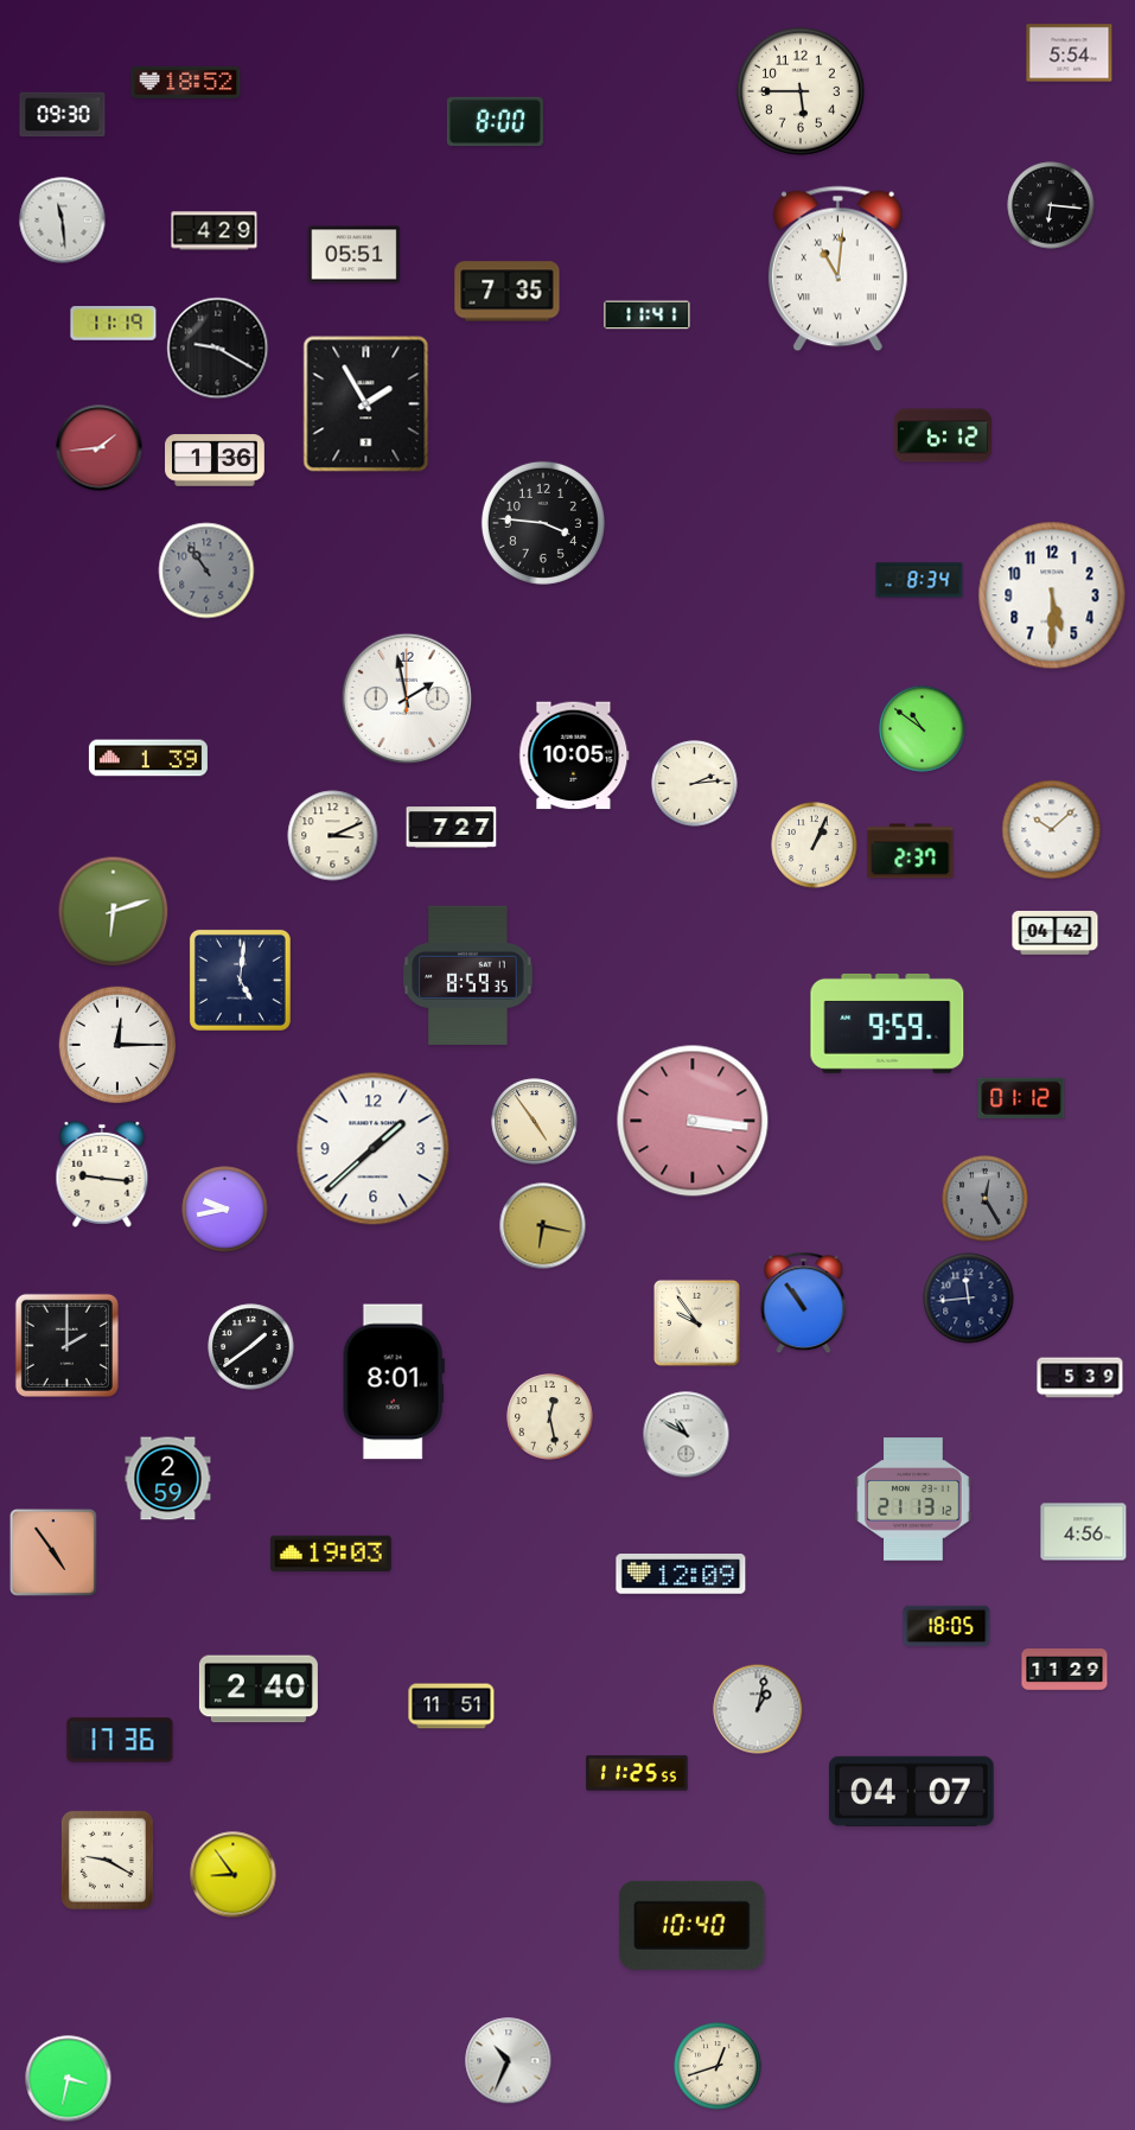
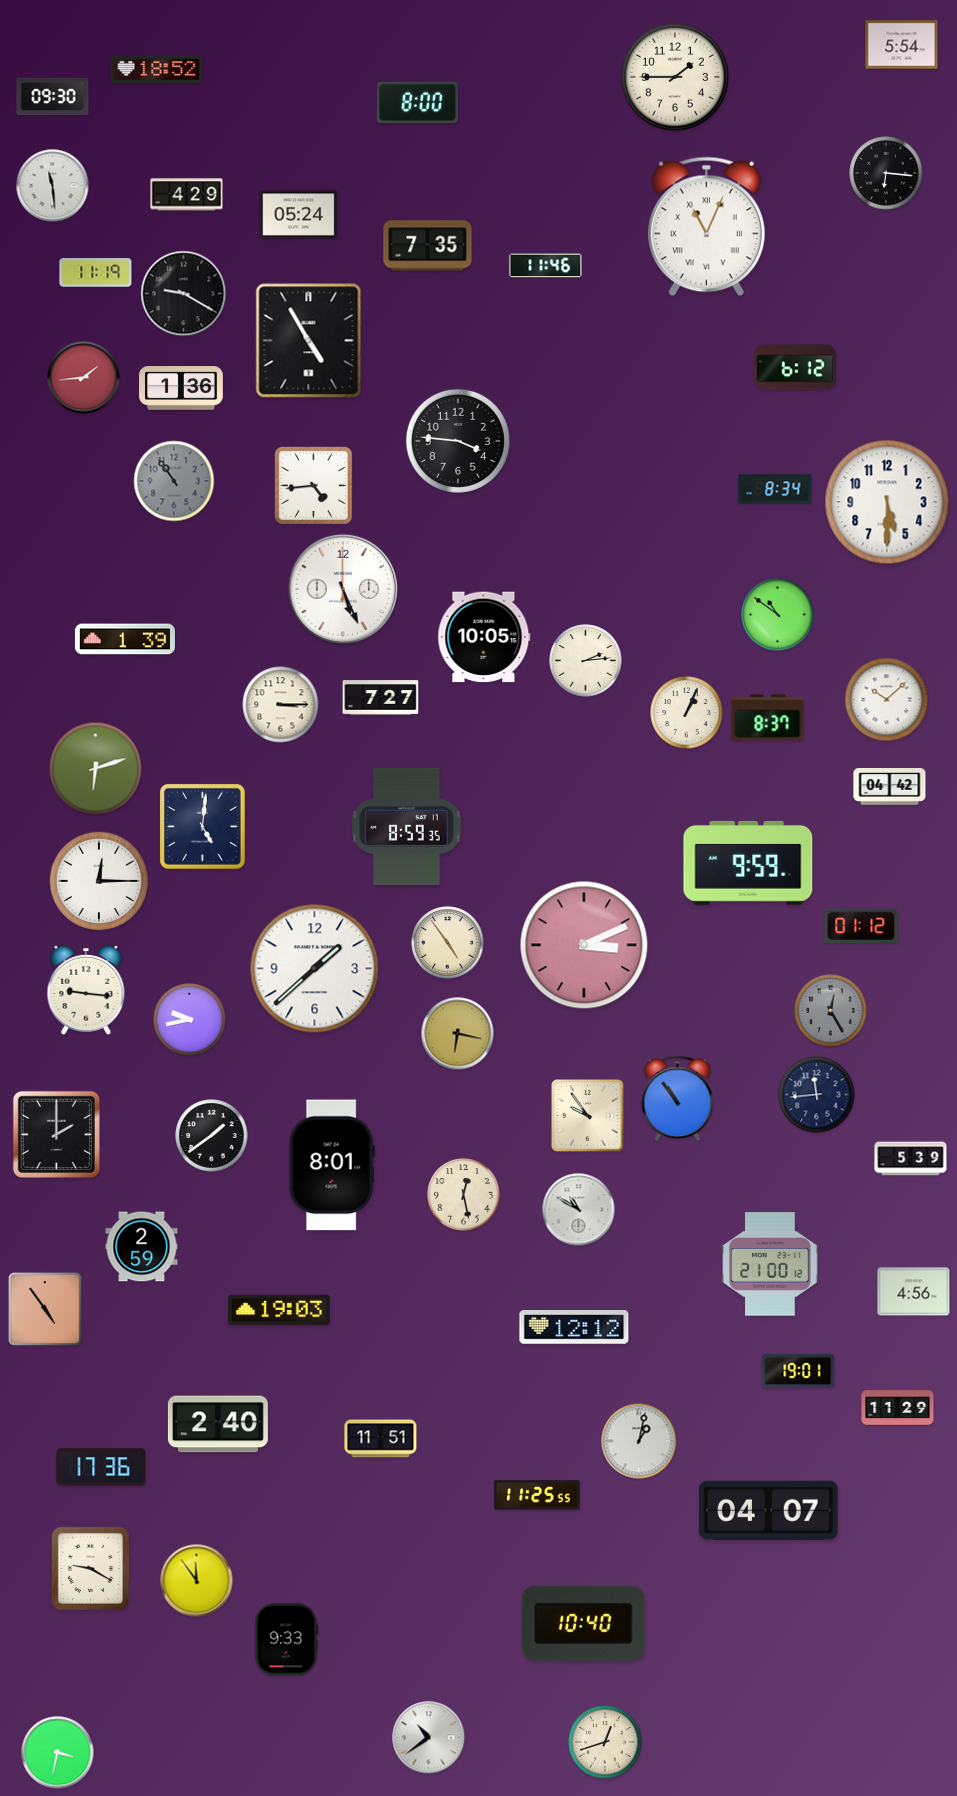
clock at (801, 91): 5:45 -> 1:45
clock at (215, 231) position: (215, 231) -> (187, 195)
clock at (355, 255): 05:51 -> 05:24
clock at (837, 269): 11:01 -> 11:04
clock at (648, 315): 11:41 -> 11:46
clock at (366, 404): 1:55 -> 4:55
clock at (314, 486): none -> 4:44
clock at (406, 697): 1:58 -> 5:26
clock at (333, 836): 3:11 -> 3:15
clock at (911, 852): 2:37 -> 8:37
clock at (468, 975) position: (468, 975) -> (407, 826)
clock at (693, 1121): 3:16 -> 3:11
clock at (535, 1122) position: (535, 1122) -> (448, 943)
clock at (1080, 1378) position: (1080, 1378) -> (911, 1159)
clock at (913, 1499): 21:13 -> 21:00
clock at (681, 1575): 12:09 -> 12:12
clock at (946, 1625): 18:05 -> 19:01
clock at (234, 1875): 8:54 -> 11:54
clock at (287, 1640): none -> 9:33
clock at (509, 2061): 10:34 -> 10:39
